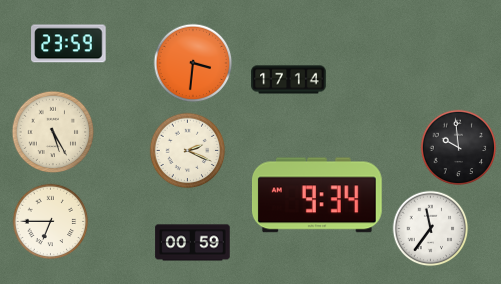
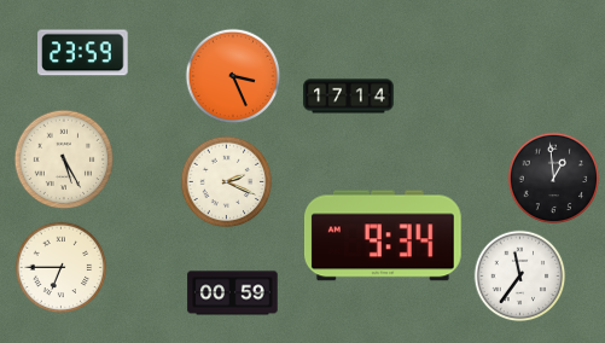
clock at (193, 63): 3:31 -> 3:26
clock at (459, 148): 9:59 -> 12:59
